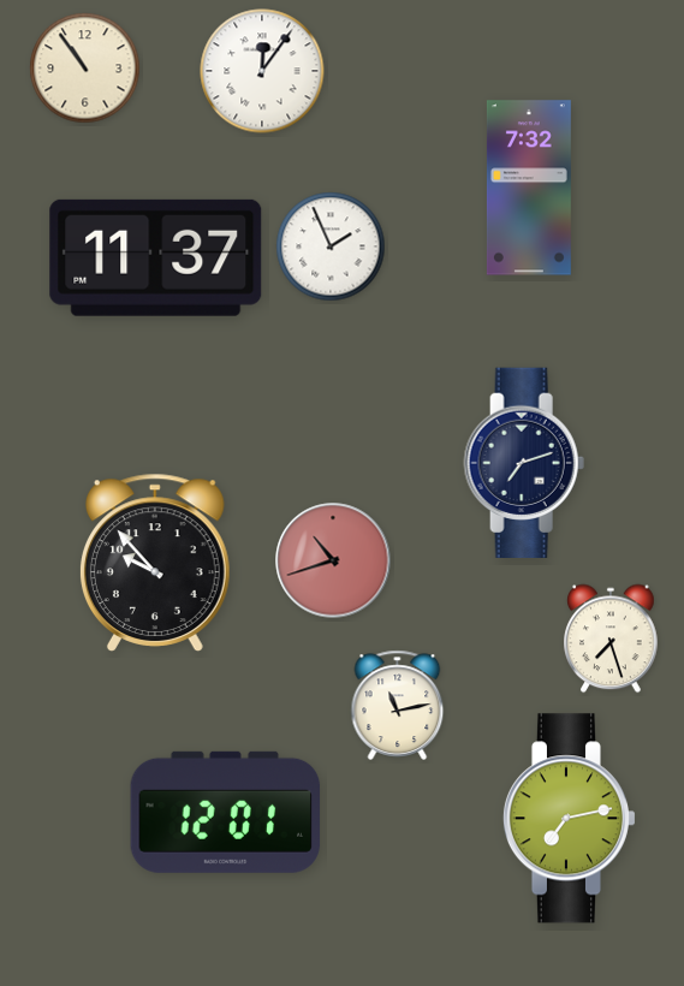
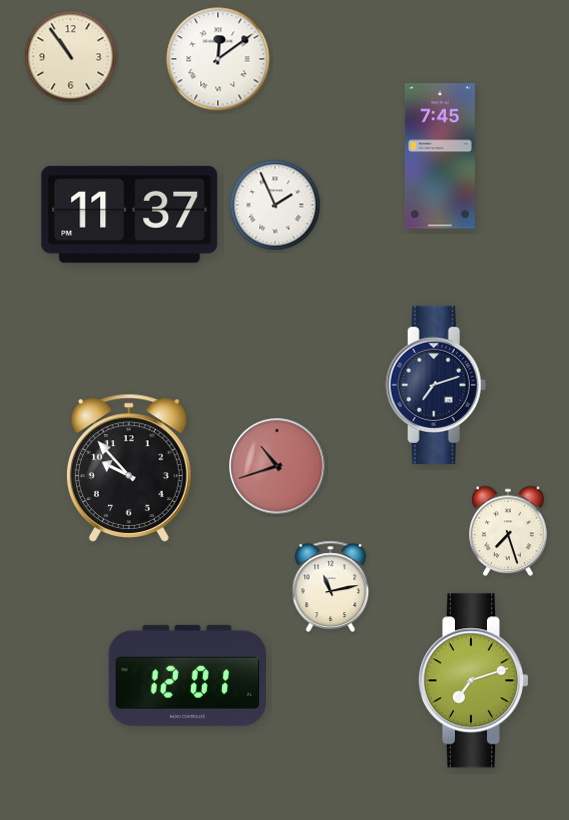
clock at (262, 71): 12:06 -> 12:09
clock at (529, 188): 7:32 -> 7:45
clock at (569, 819): 7:13 -> 7:12
